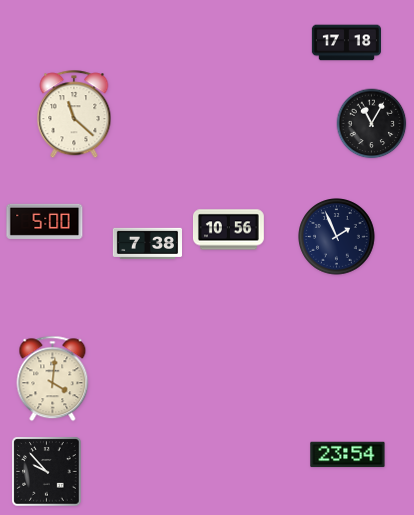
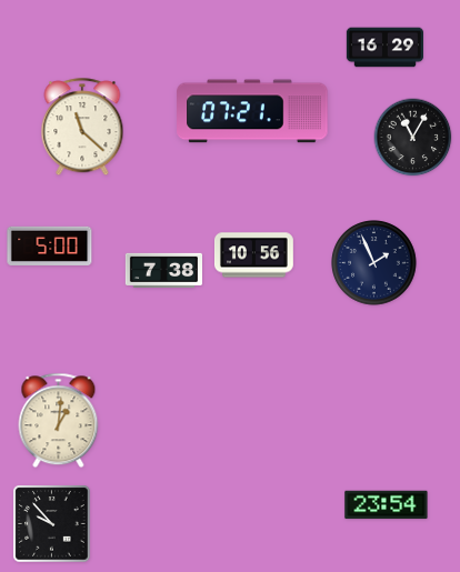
clock at (346, 43): 17:18 -> 16:29
clock at (252, 111): none -> 07:21
clock at (53, 379): 4:01 -> 1:01
